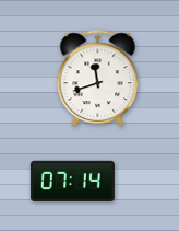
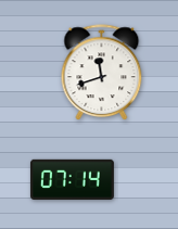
clock at (98, 79) position: (98, 79) -> (102, 73)
